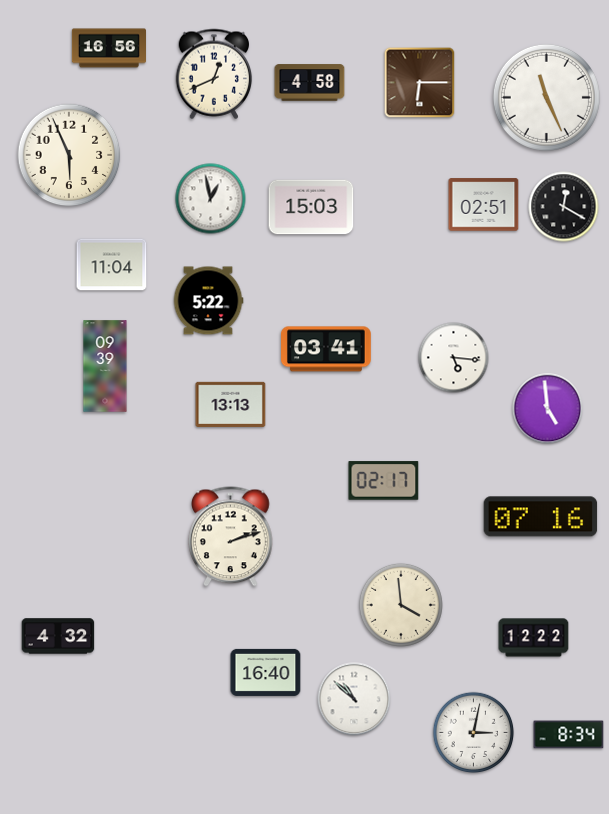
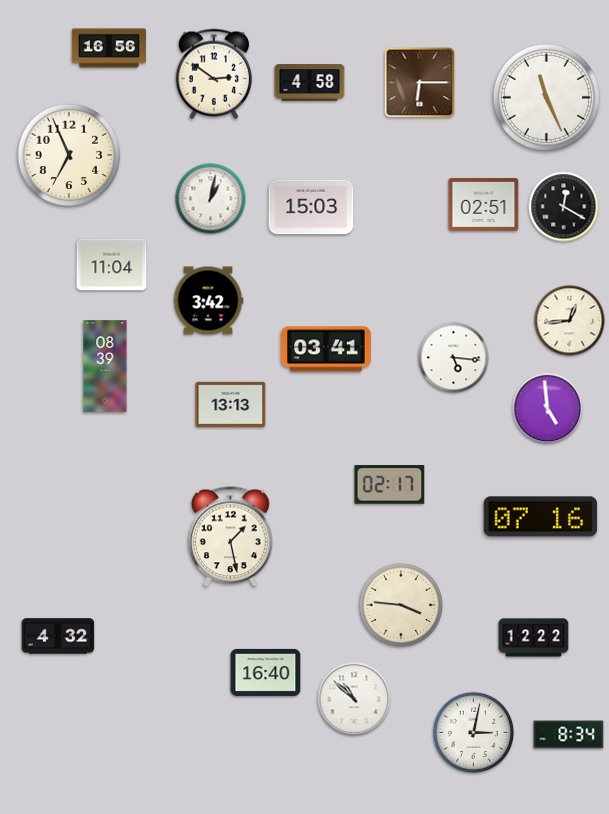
clock at (214, 74): 12:41 -> 2:51
clock at (69, 155): 5:56 -> 6:56
clock at (211, 199): 12:58 -> 1:02
clock at (208, 301): 5:22 -> 3:42
clock at (570, 321): none -> 12:44
clock at (105, 366): 09:39 -> 08:39
clock at (384, 481) position: (384, 481) -> (390, 485)
clock at (231, 537): 2:12 -> 1:28
clock at (401, 605): 3:59 -> 3:46
